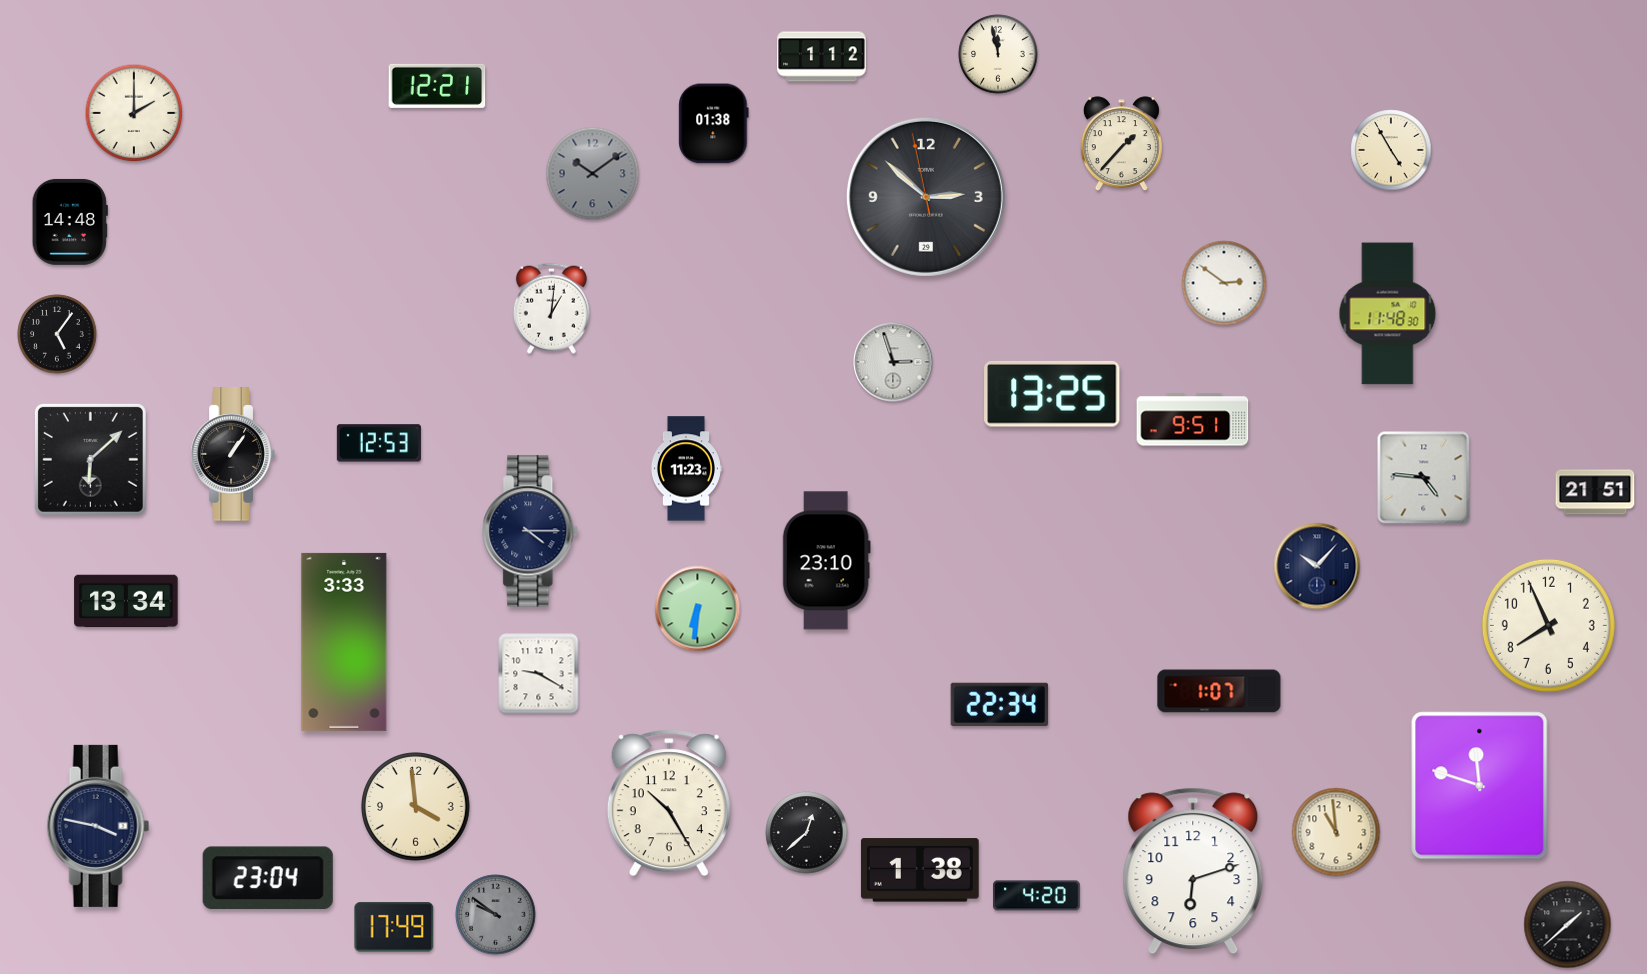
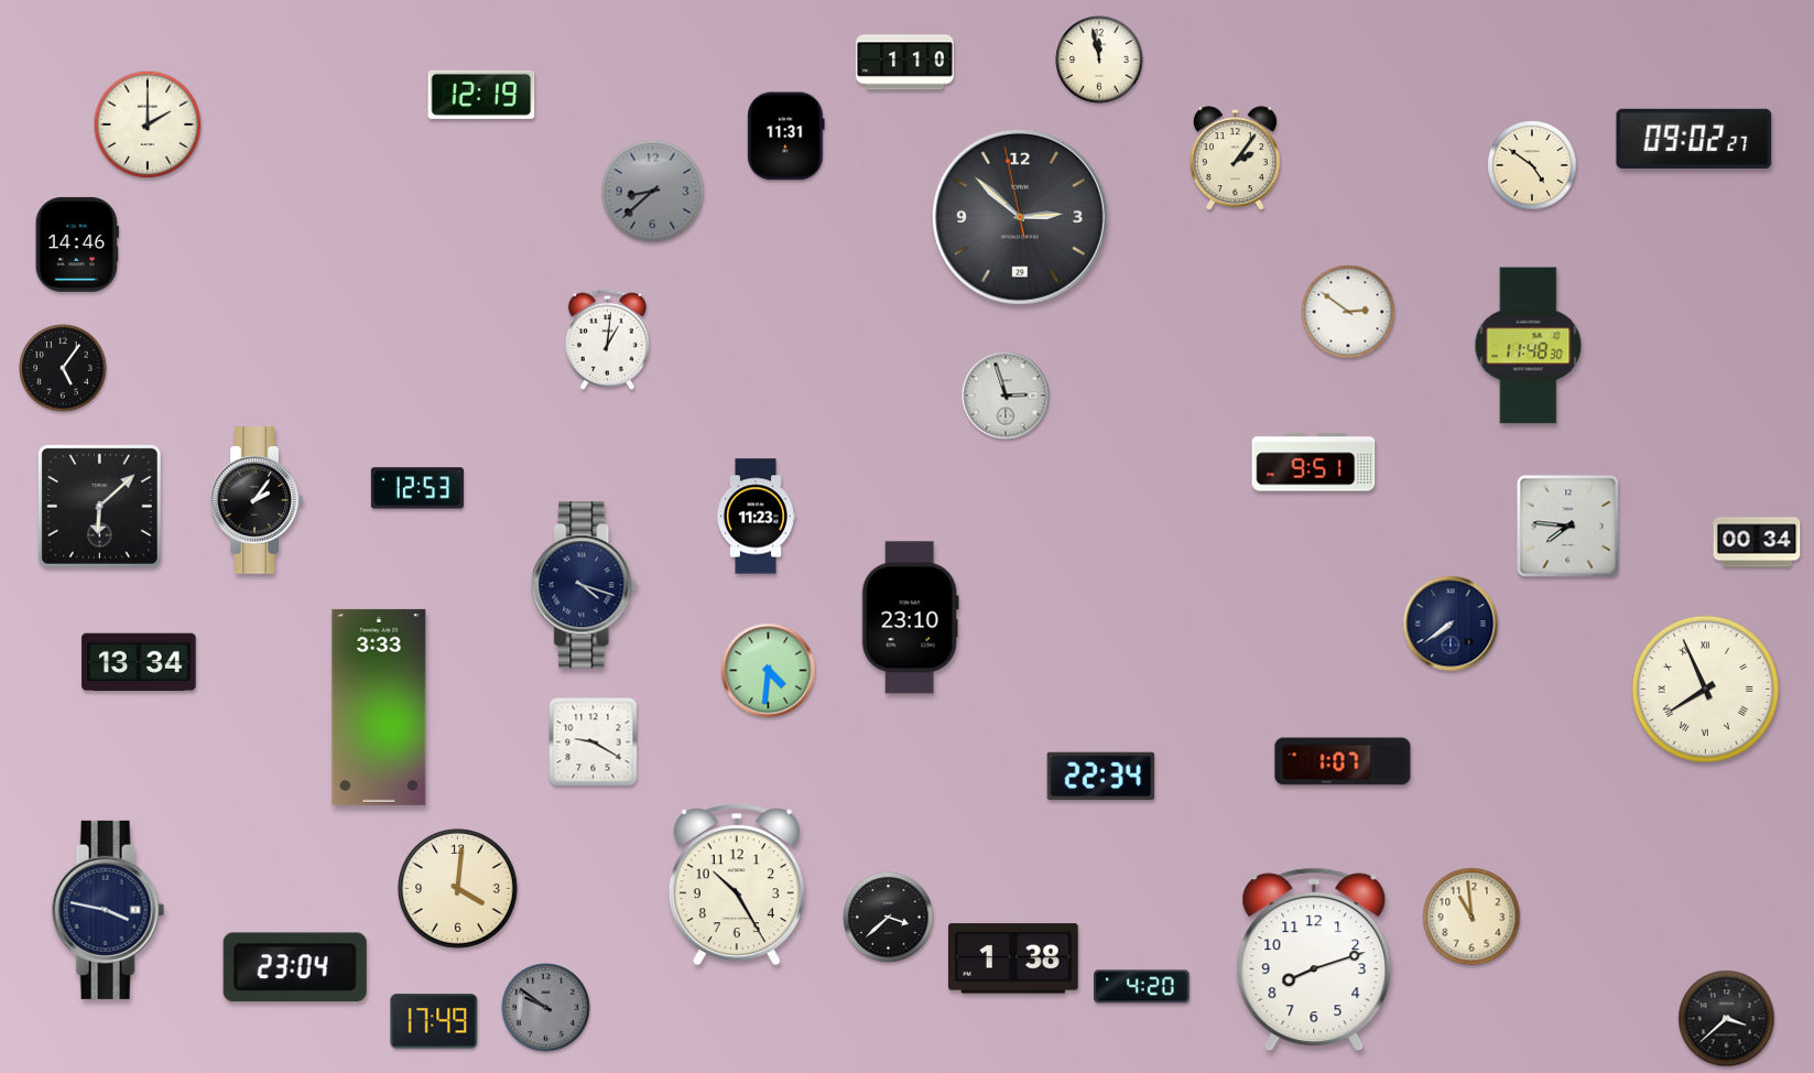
clock at (822, 57): 1:12 -> 1:10
clock at (437, 86): 12:21 -> 12:19
clock at (714, 124): 01:38 -> 11:31
clock at (1694, 139): none -> 09:02
clock at (1121, 144): 1:37 -> 2:06
clock at (1391, 150): 4:55 -> 4:51
clock at (593, 174): 10:09 -> 8:38
clock at (70, 222): 14:48 -> 14:46
clock at (893, 362) position: (893, 362) -> (1006, 395)
clock at (1052, 394): 13:25 -> none
clock at (233, 454): 1:06 -> 2:06
clock at (1424, 478): 4:46 -> 7:46
clock at (1595, 492): 21:51 -> 00:34
clock at (531, 531): 4:15 -> 4:18
clock at (1317, 566): 10:07 -> 7:39
clock at (698, 609): 6:31 -> 4:31
clock at (1548, 625) numerals: Arabic -> Roman
clock at (1480, 786): 11:48 -> none
clock at (416, 807): 3:59 -> 4:01
clock at (807, 833): 12:38 -> 3:38
clock at (1193, 871): 6:12 -> 8:12
clock at (1568, 925): 1:38 -> 3:38
